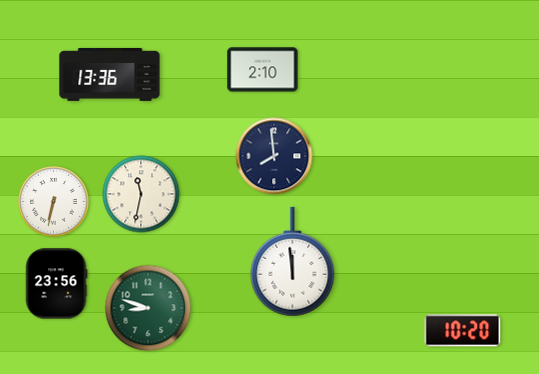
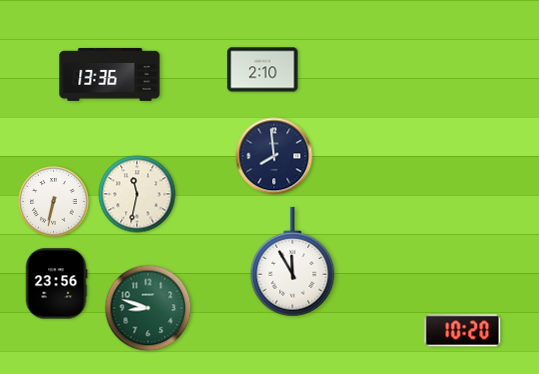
clock at (141, 194) position: (141, 194) -> (137, 194)
clock at (293, 262): 11:59 -> 11:55
